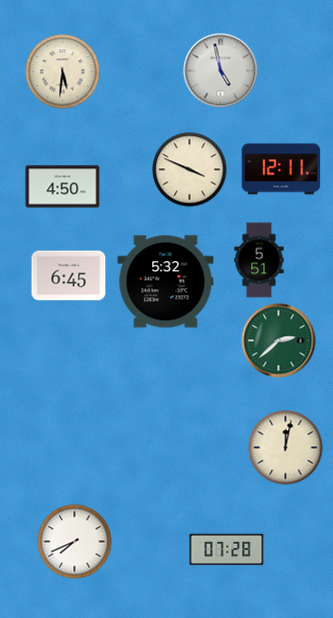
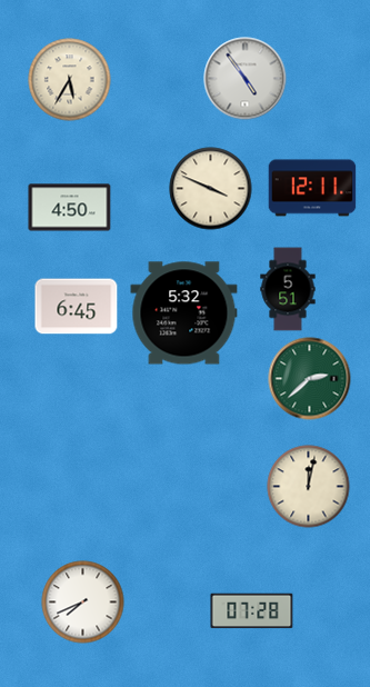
clock at (221, 71): 4:58 -> 4:54
clock at (63, 72): 5:31 -> 5:35
clock at (286, 448) position: (286, 448) -> (309, 487)
